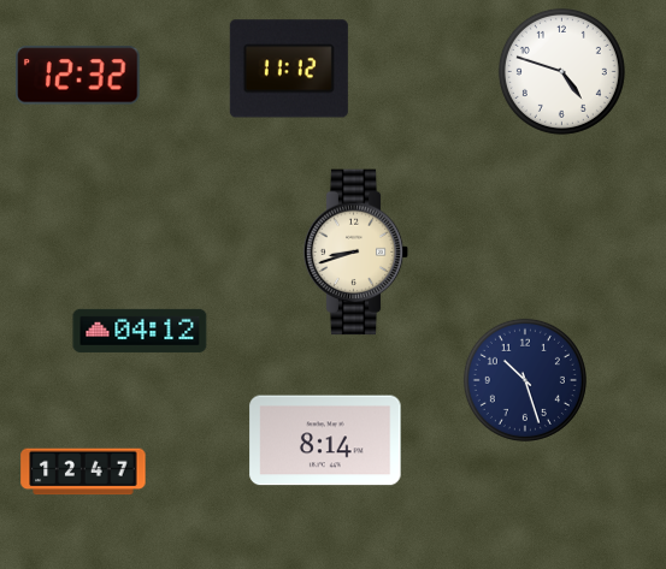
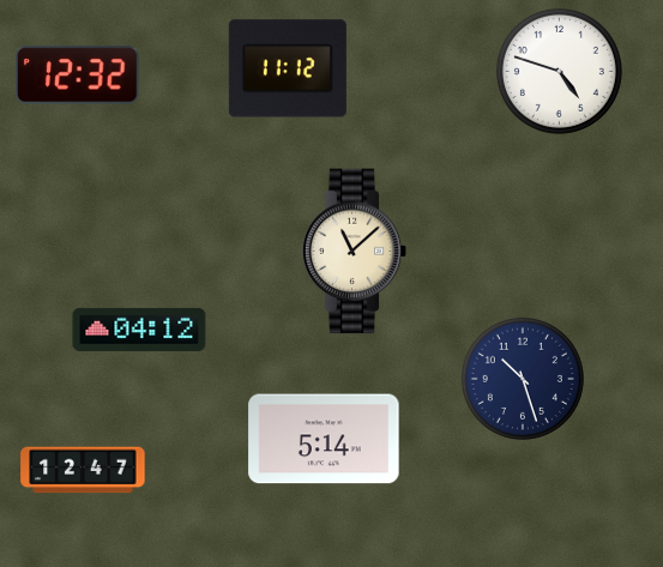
clock at (356, 253): 8:42 -> 11:08
clock at (325, 440): 8:14 -> 5:14
